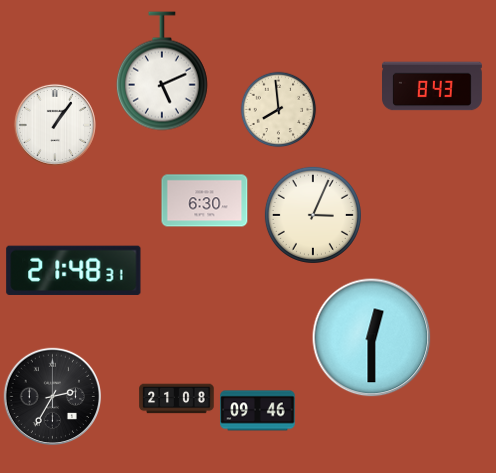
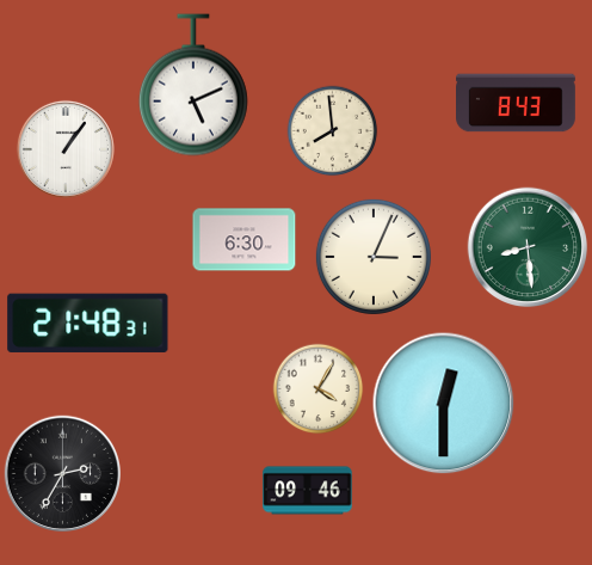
clock at (528, 247): none -> 8:29
clock at (319, 389): none -> 4:05
clock at (177, 399): 21:08 -> none
